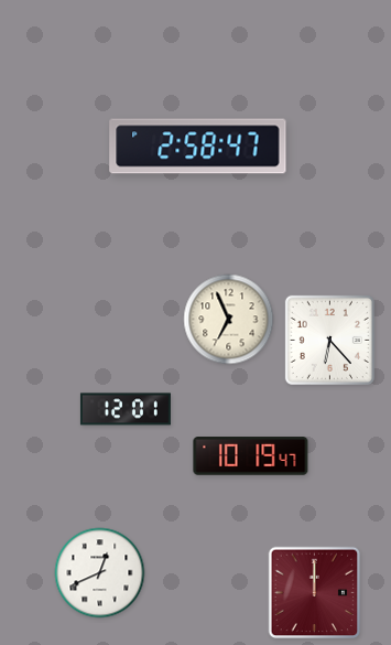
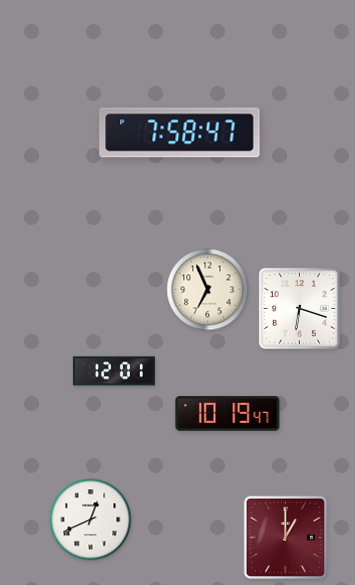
clock at (198, 147): 2:58 -> 7:58
clock at (329, 340): 6:23 -> 6:18
clock at (315, 593): 12:00 -> 1:00
